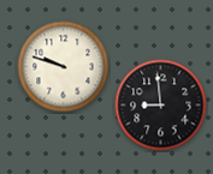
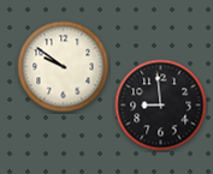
clock at (64, 67): 9:48 -> 9:51
